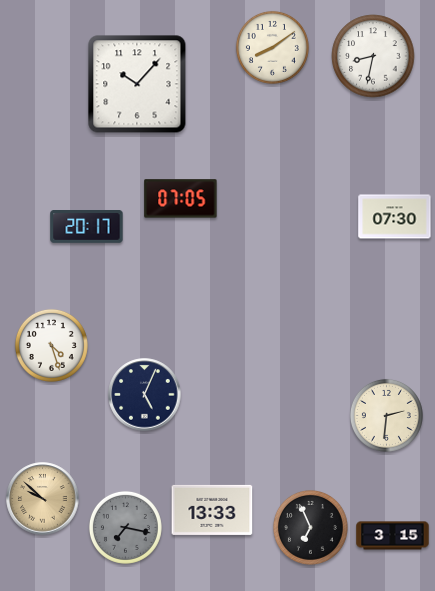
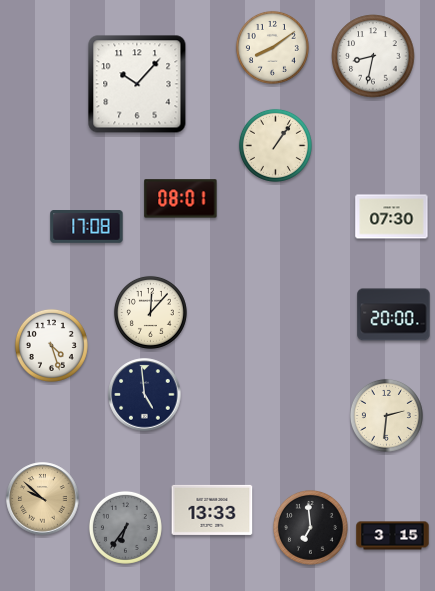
clock at (275, 145): none -> 1:06
clock at (181, 199): 07:05 -> 08:01
clock at (395, 217) position: (395, 217) -> (392, 217)
clock at (87, 227): 20:17 -> 17:08
clock at (150, 312): none -> 12:07
clock at (394, 315): none -> 20:00
clock at (145, 395): 5:04 -> 4:59
clock at (125, 527): 7:17 -> 6:36
clock at (310, 527): 6:56 -> 6:59
